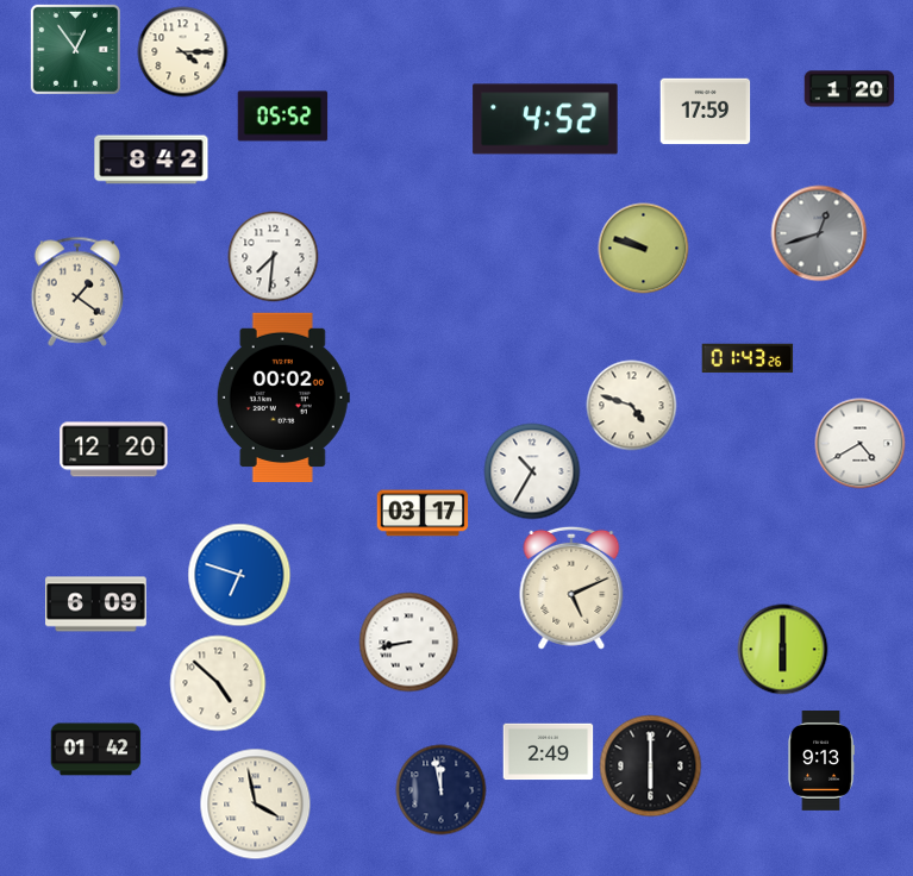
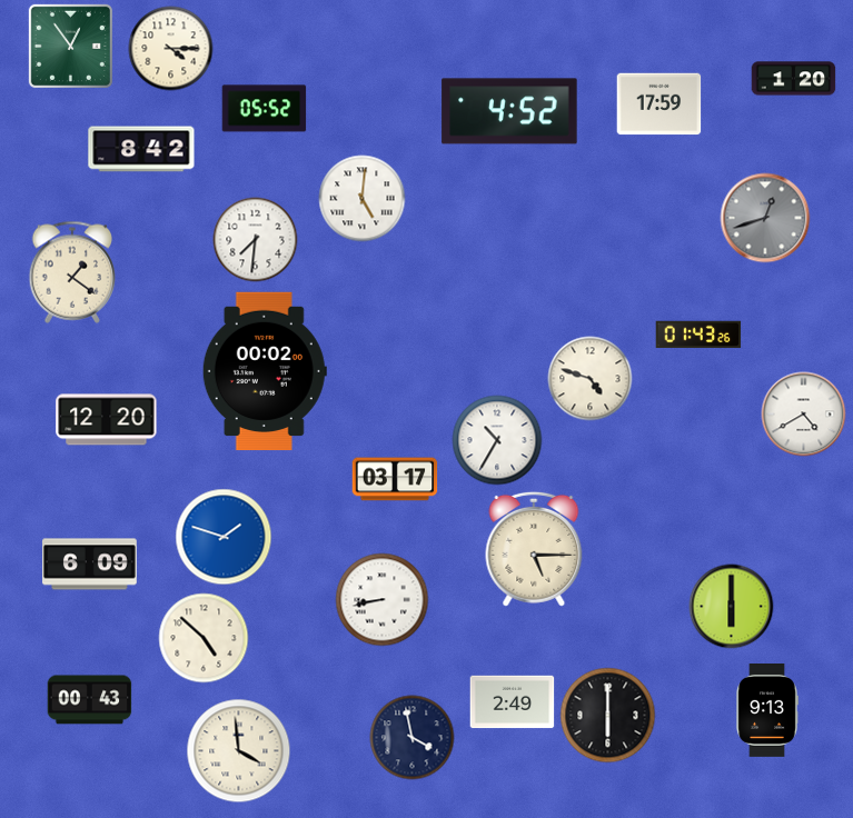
clock at (850, 89) position: (850, 89) -> (794, 79)
clock at (363, 199): none -> 5:01
clock at (644, 249): 9:48 -> none
clock at (239, 575): 6:48 -> 1:48
clock at (571, 588): 5:11 -> 5:15
clock at (96, 750): 01:42 -> 00:43
clock at (442, 790): 11:58 -> 3:58
clock at (256, 805): 3:58 -> 3:59
